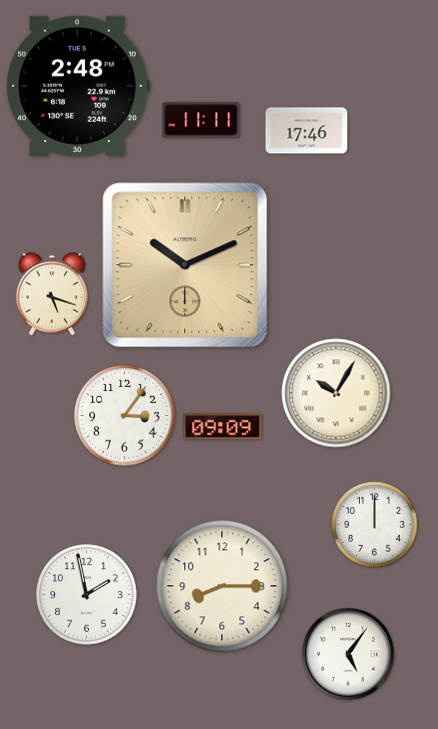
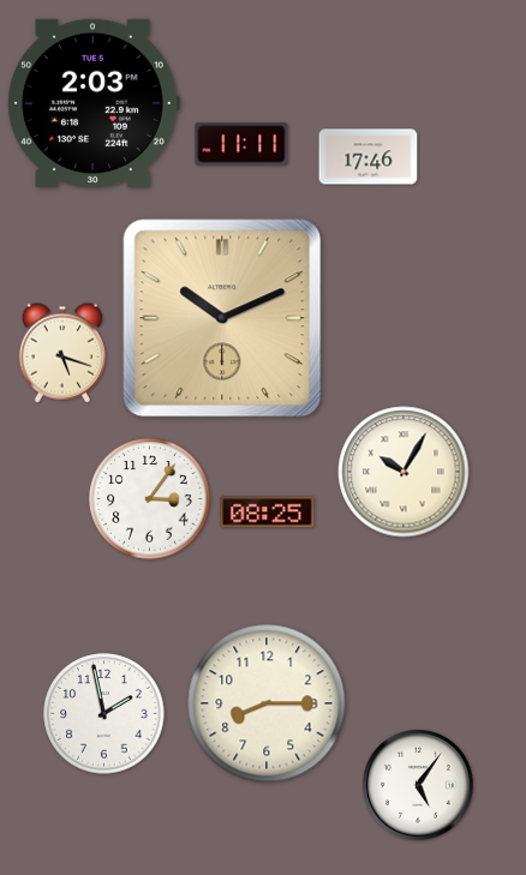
clock at (78, 86): 2:48 -> 2:03
clock at (223, 427): 09:09 -> 08:25
clock at (375, 525): 12:00 -> none
